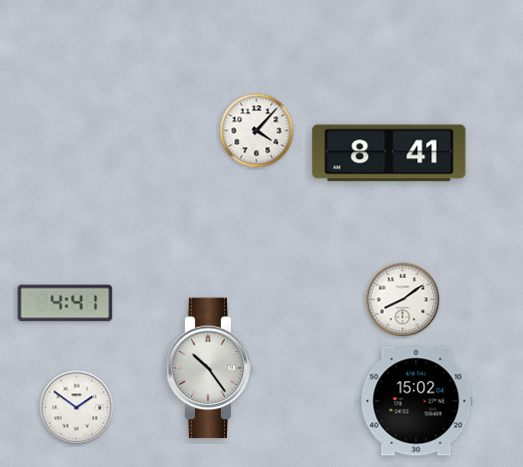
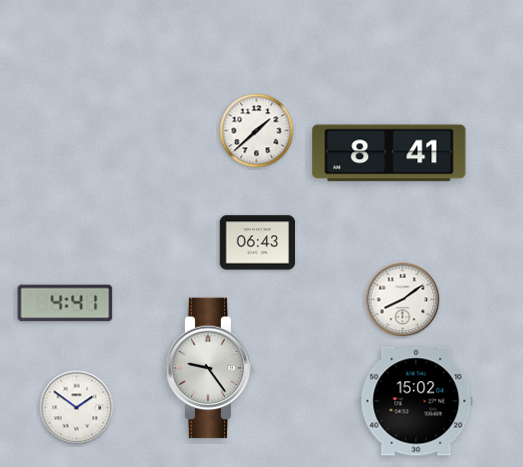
clock at (257, 131): 4:07 -> 1:38
clock at (258, 243): none -> 06:43
clock at (210, 368): 10:24 -> 9:24
